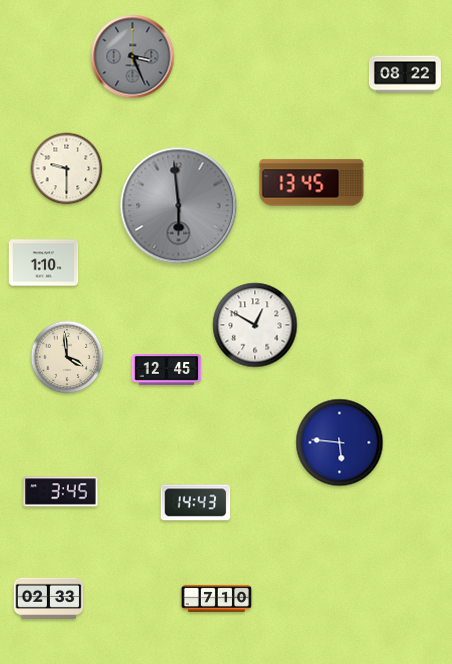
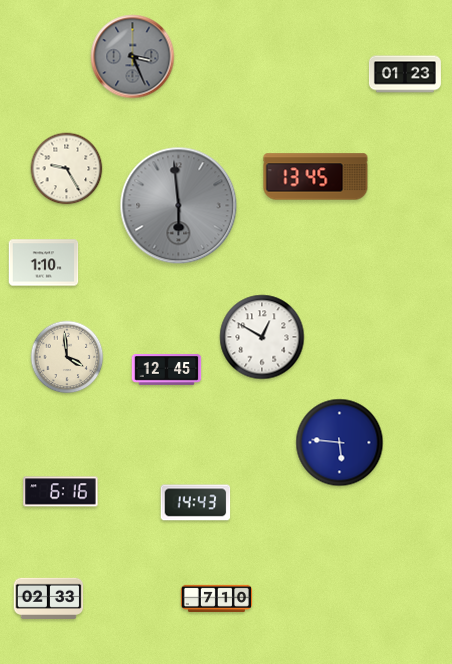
clock at (405, 74): 08:22 -> 01:23
clock at (67, 169): 9:30 -> 9:25
clock at (312, 183) position: (312, 183) -> (316, 177)
clock at (255, 325) position: (255, 325) -> (262, 337)
clock at (61, 492): 3:45 -> 6:16
